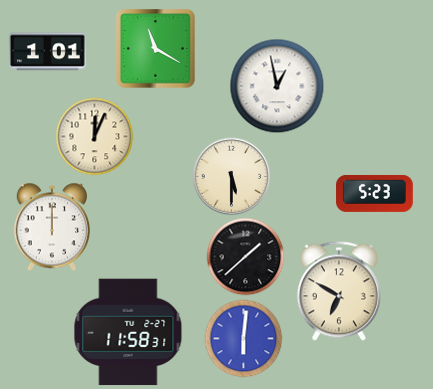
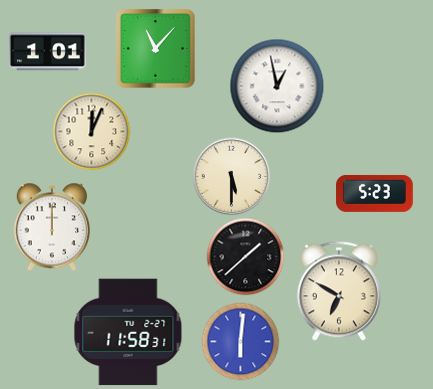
clock at (156, 49): 11:20 -> 11:07
clock at (94, 136) position: (94, 136) -> (91, 131)
clock at (243, 338) position: (243, 338) -> (240, 341)
